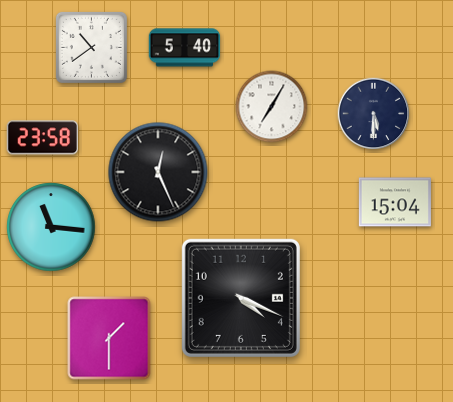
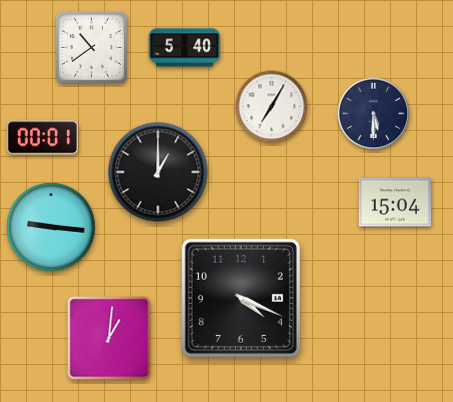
clock at (42, 138): 23:58 -> 00:01
clock at (158, 172): 12:26 -> 1:00
clock at (51, 227): 11:16 -> 9:16
clock at (109, 338): 1:30 -> 1:01
